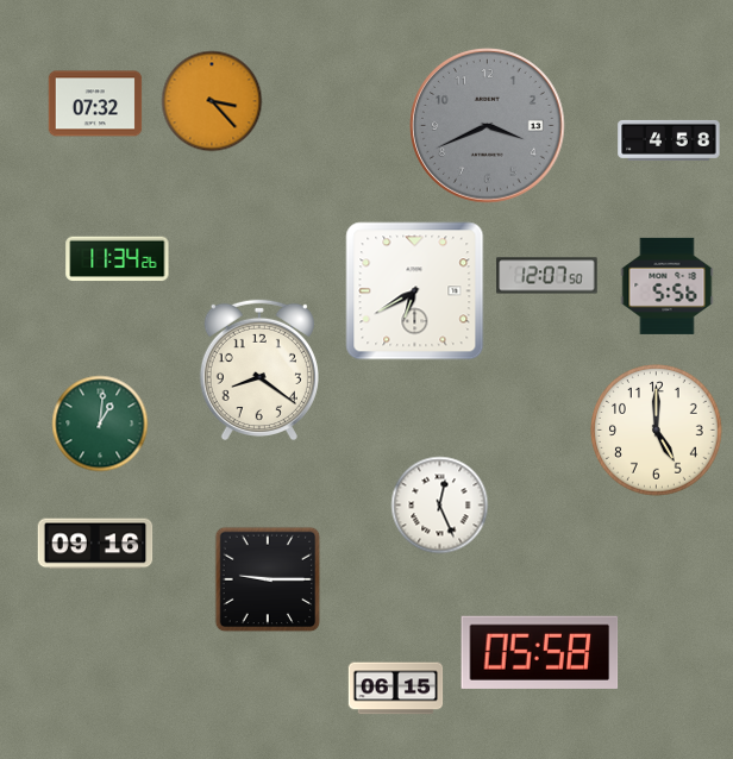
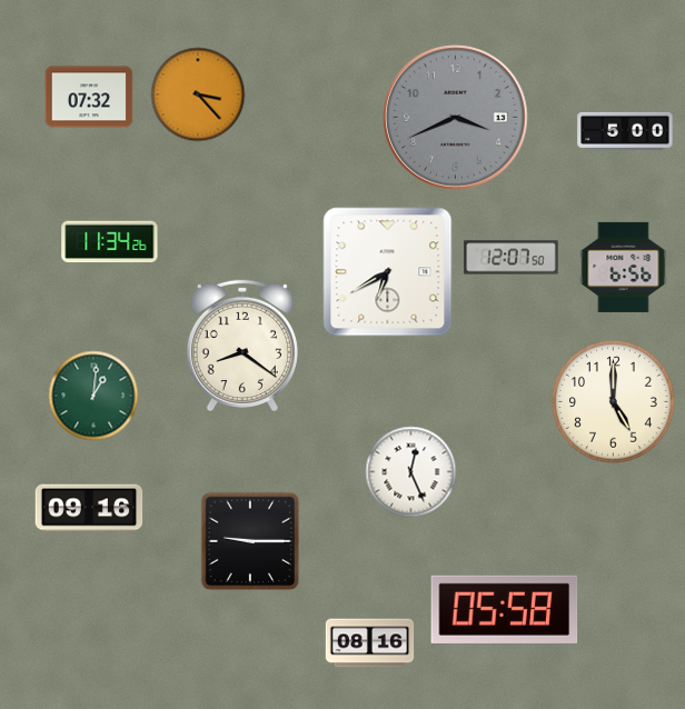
clock at (669, 140): 4:58 -> 5:00
clock at (668, 286): 5:56 -> 6:56
clock at (396, 689): 06:15 -> 08:16
